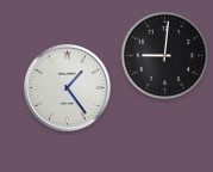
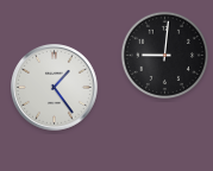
clock at (68, 88) position: (68, 88) -> (55, 88)
